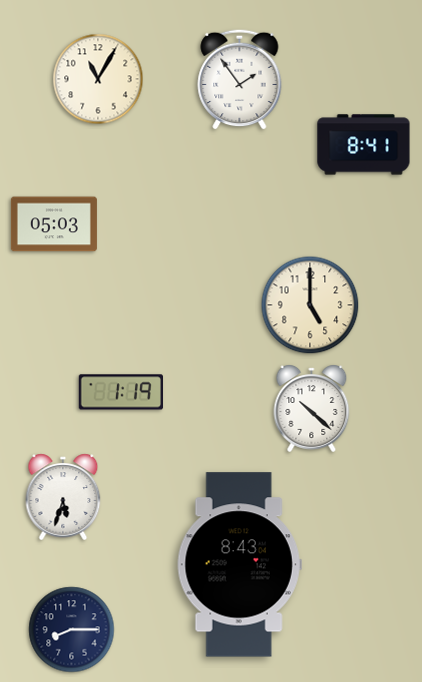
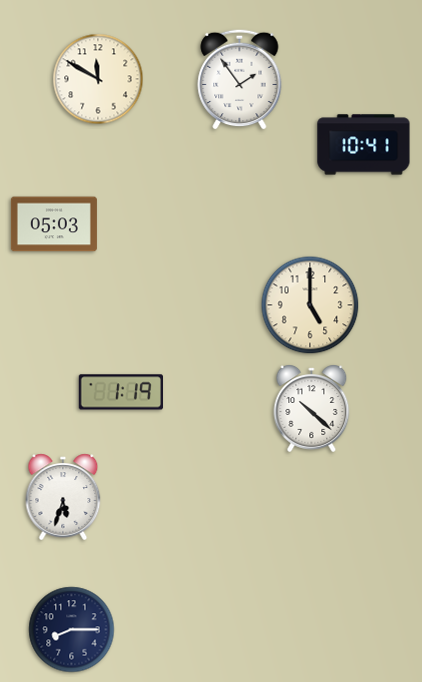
clock at (98, 79): 11:05 -> 11:50
clock at (364, 145): 8:41 -> 10:41
clock at (239, 565): 8:43 -> none
